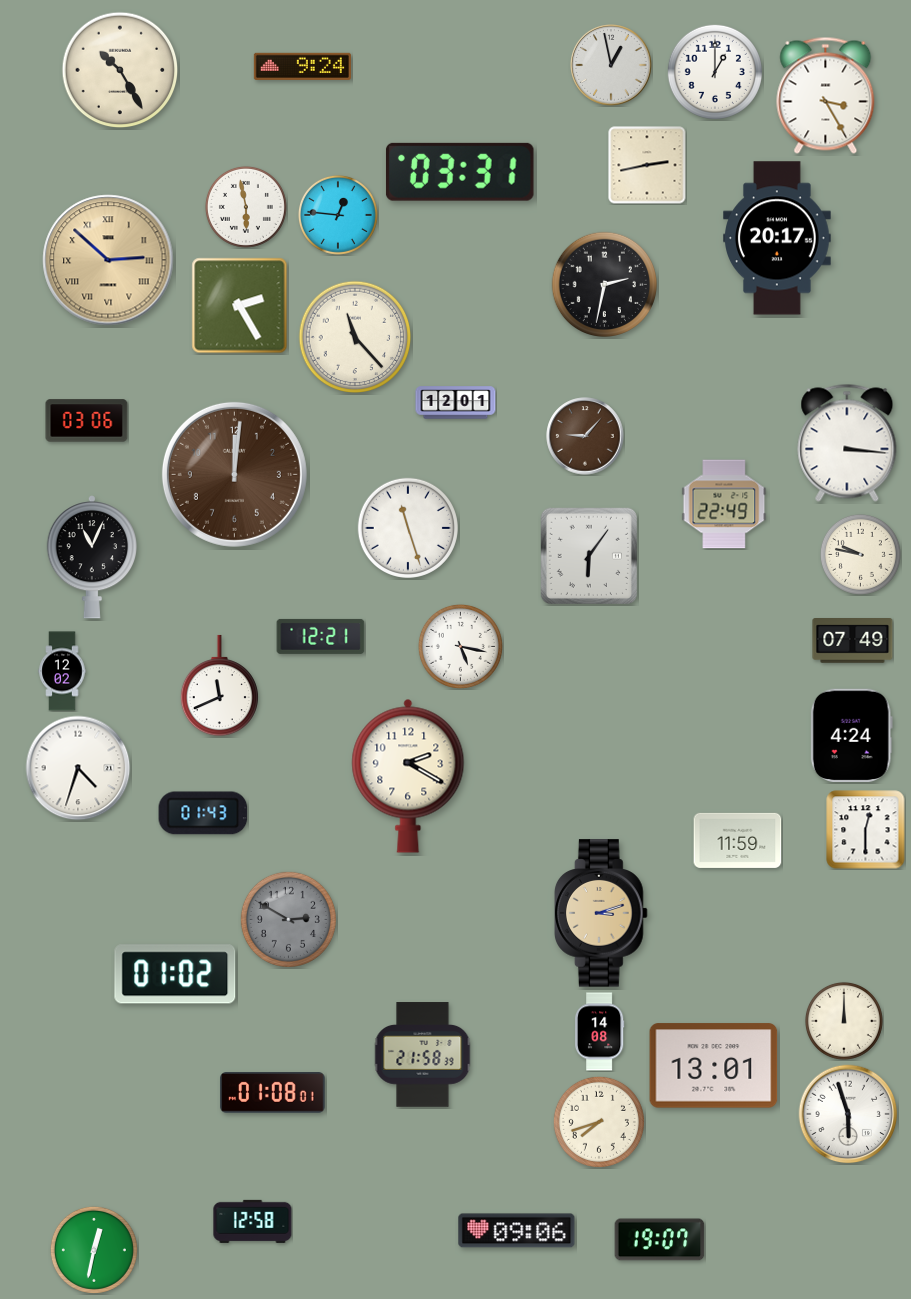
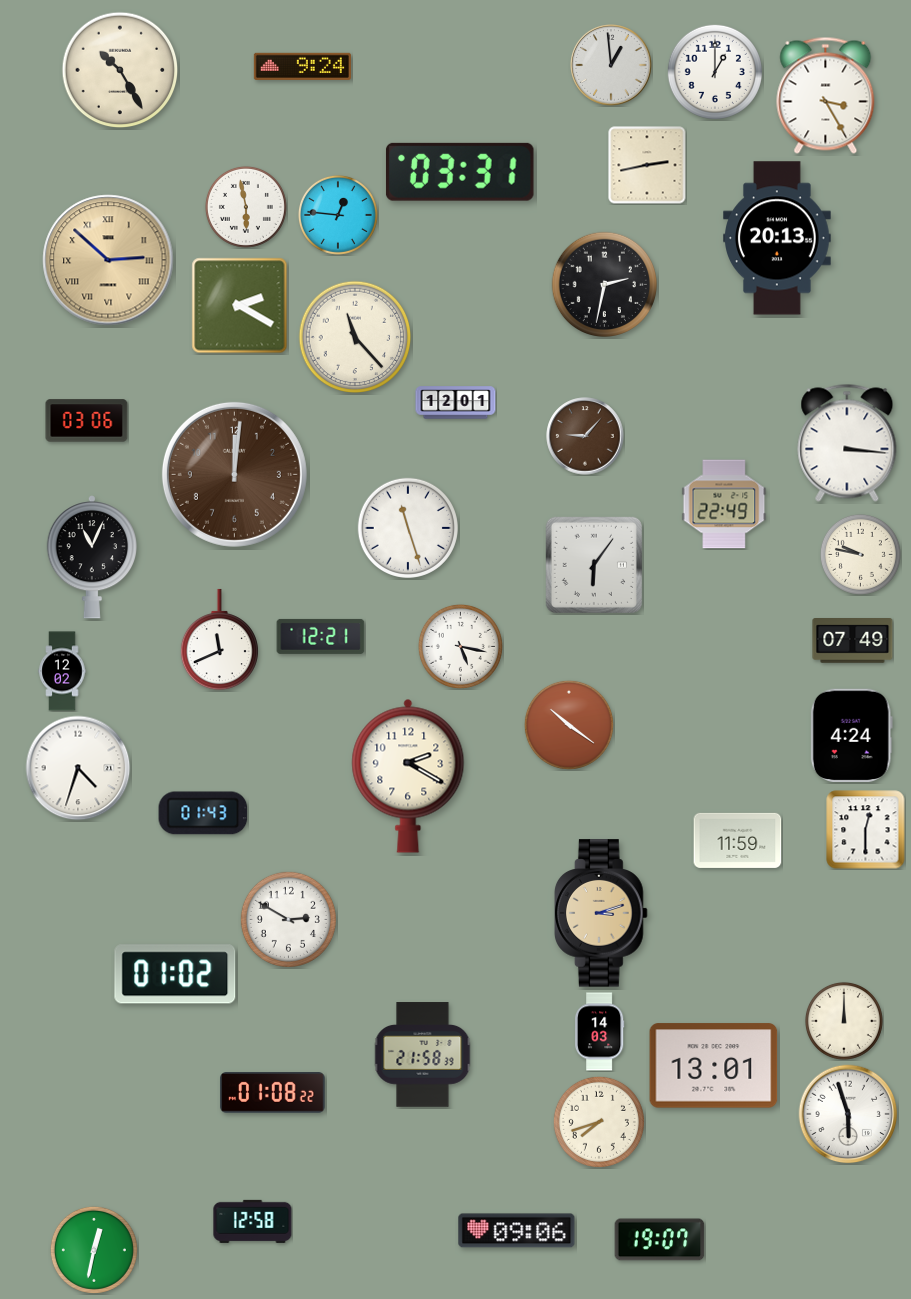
clock at (611, 65): 12:58 -> 12:59
clock at (777, 238): 20:17 -> 20:13
clock at (240, 306): 2:25 -> 2:20
clock at (589, 556) position: (589, 556) -> (594, 565)
clock at (219, 686) position: (219, 686) -> (219, 640)
clock at (569, 725): none -> 10:21
clock at (288, 919) dial: grey -> white
clock at (599, 1032): 14:08 -> 14:03
clock at (273, 1093): 01:08:01 -> 01:08:22
